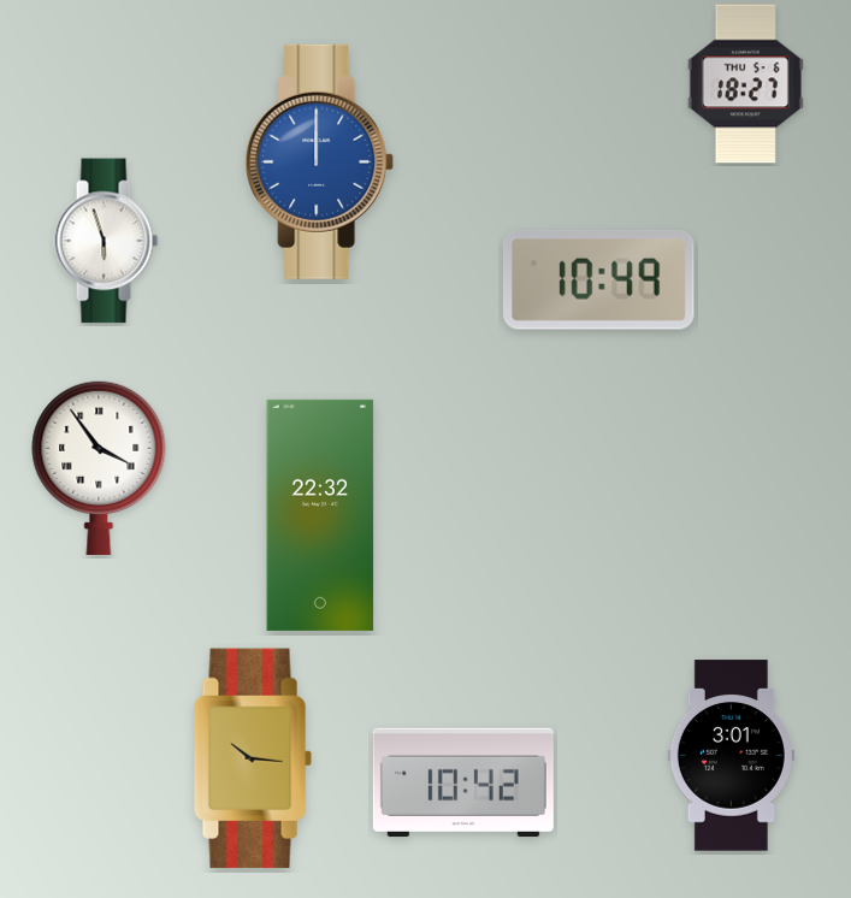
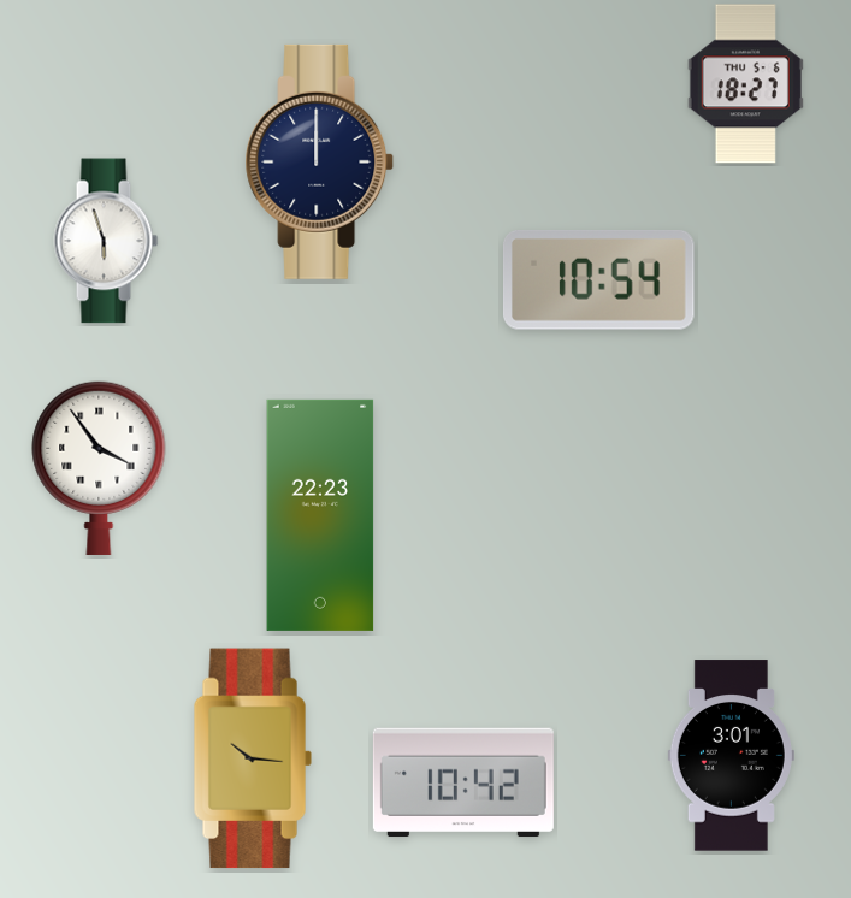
clock at (320, 161) dial: blue -> navy
clock at (599, 279): 10:49 -> 10:54
clock at (320, 515): 22:32 -> 22:23
